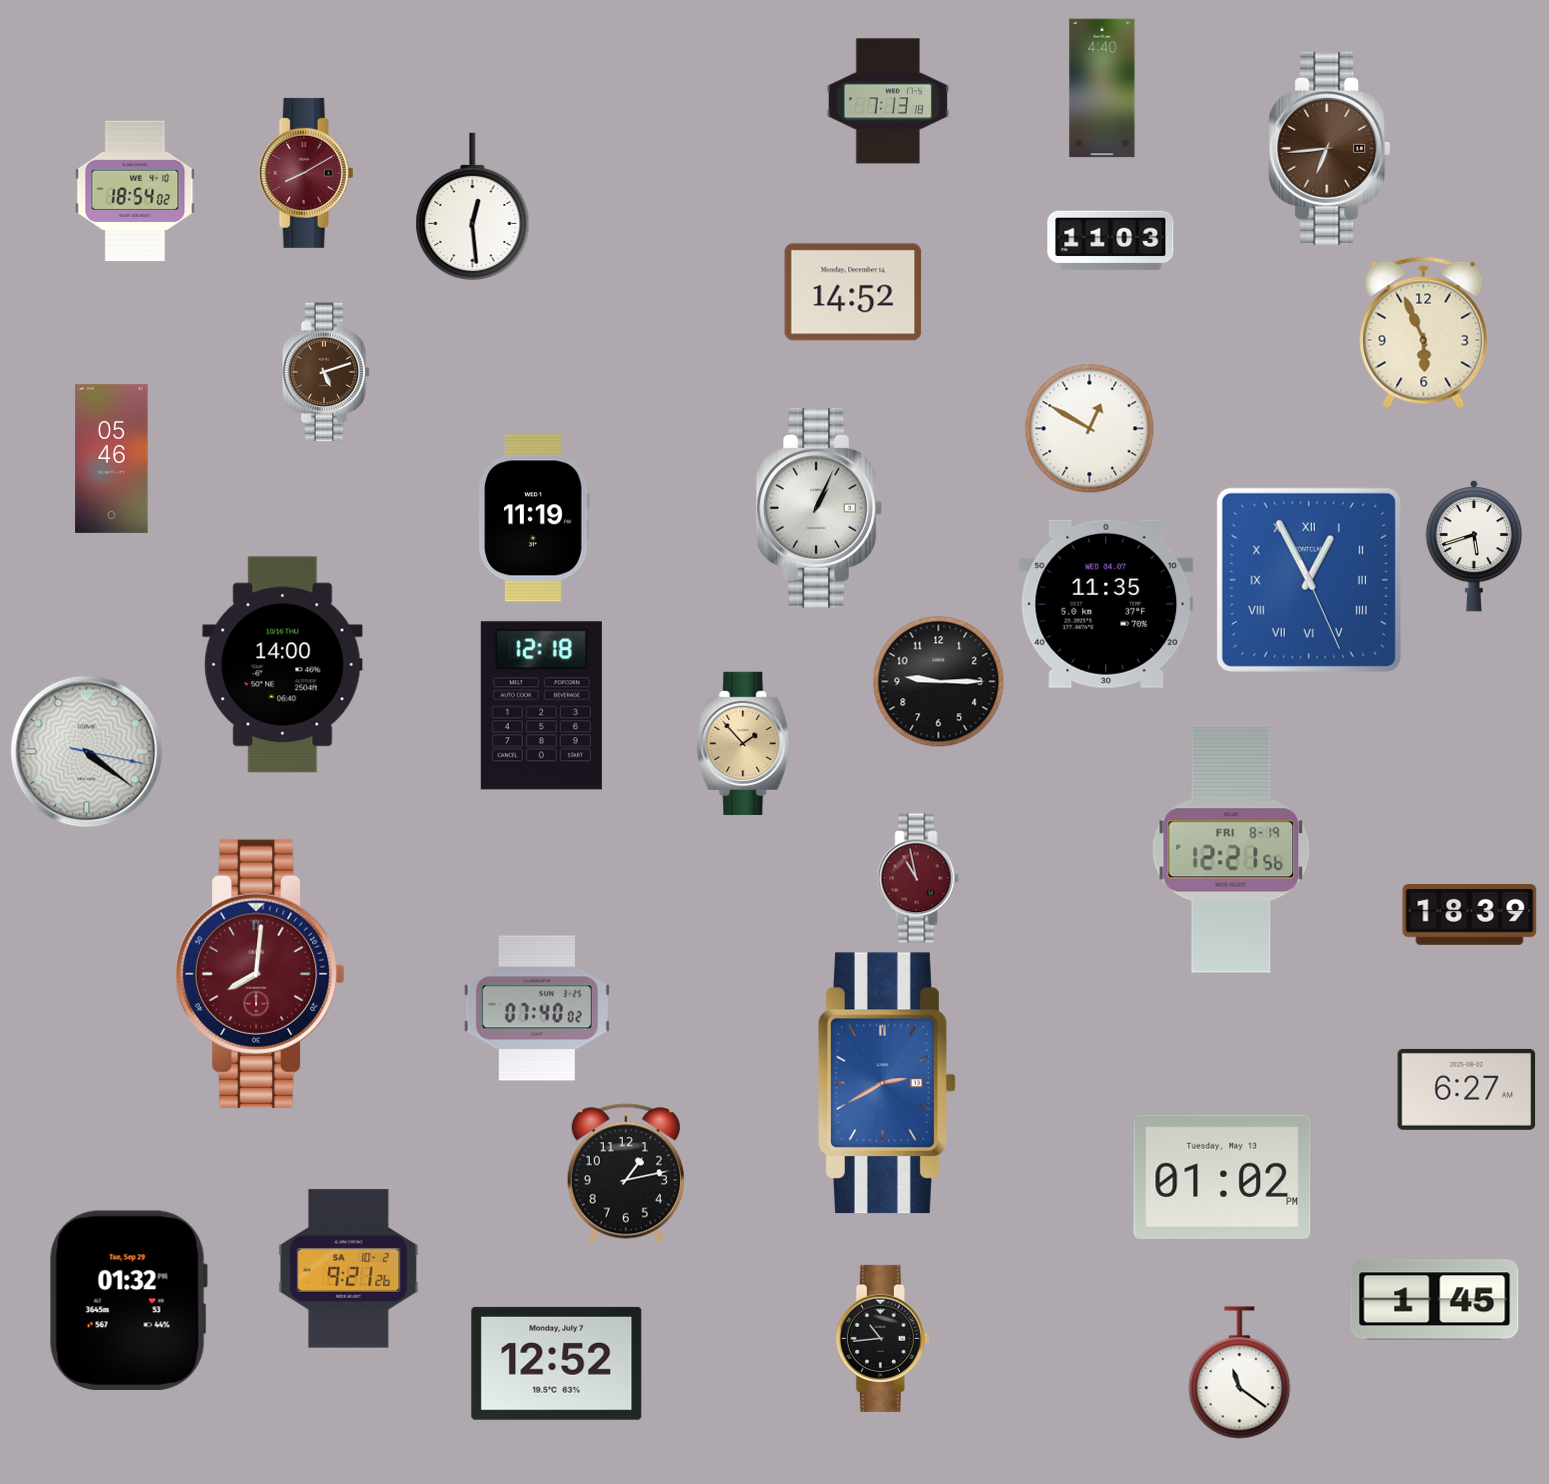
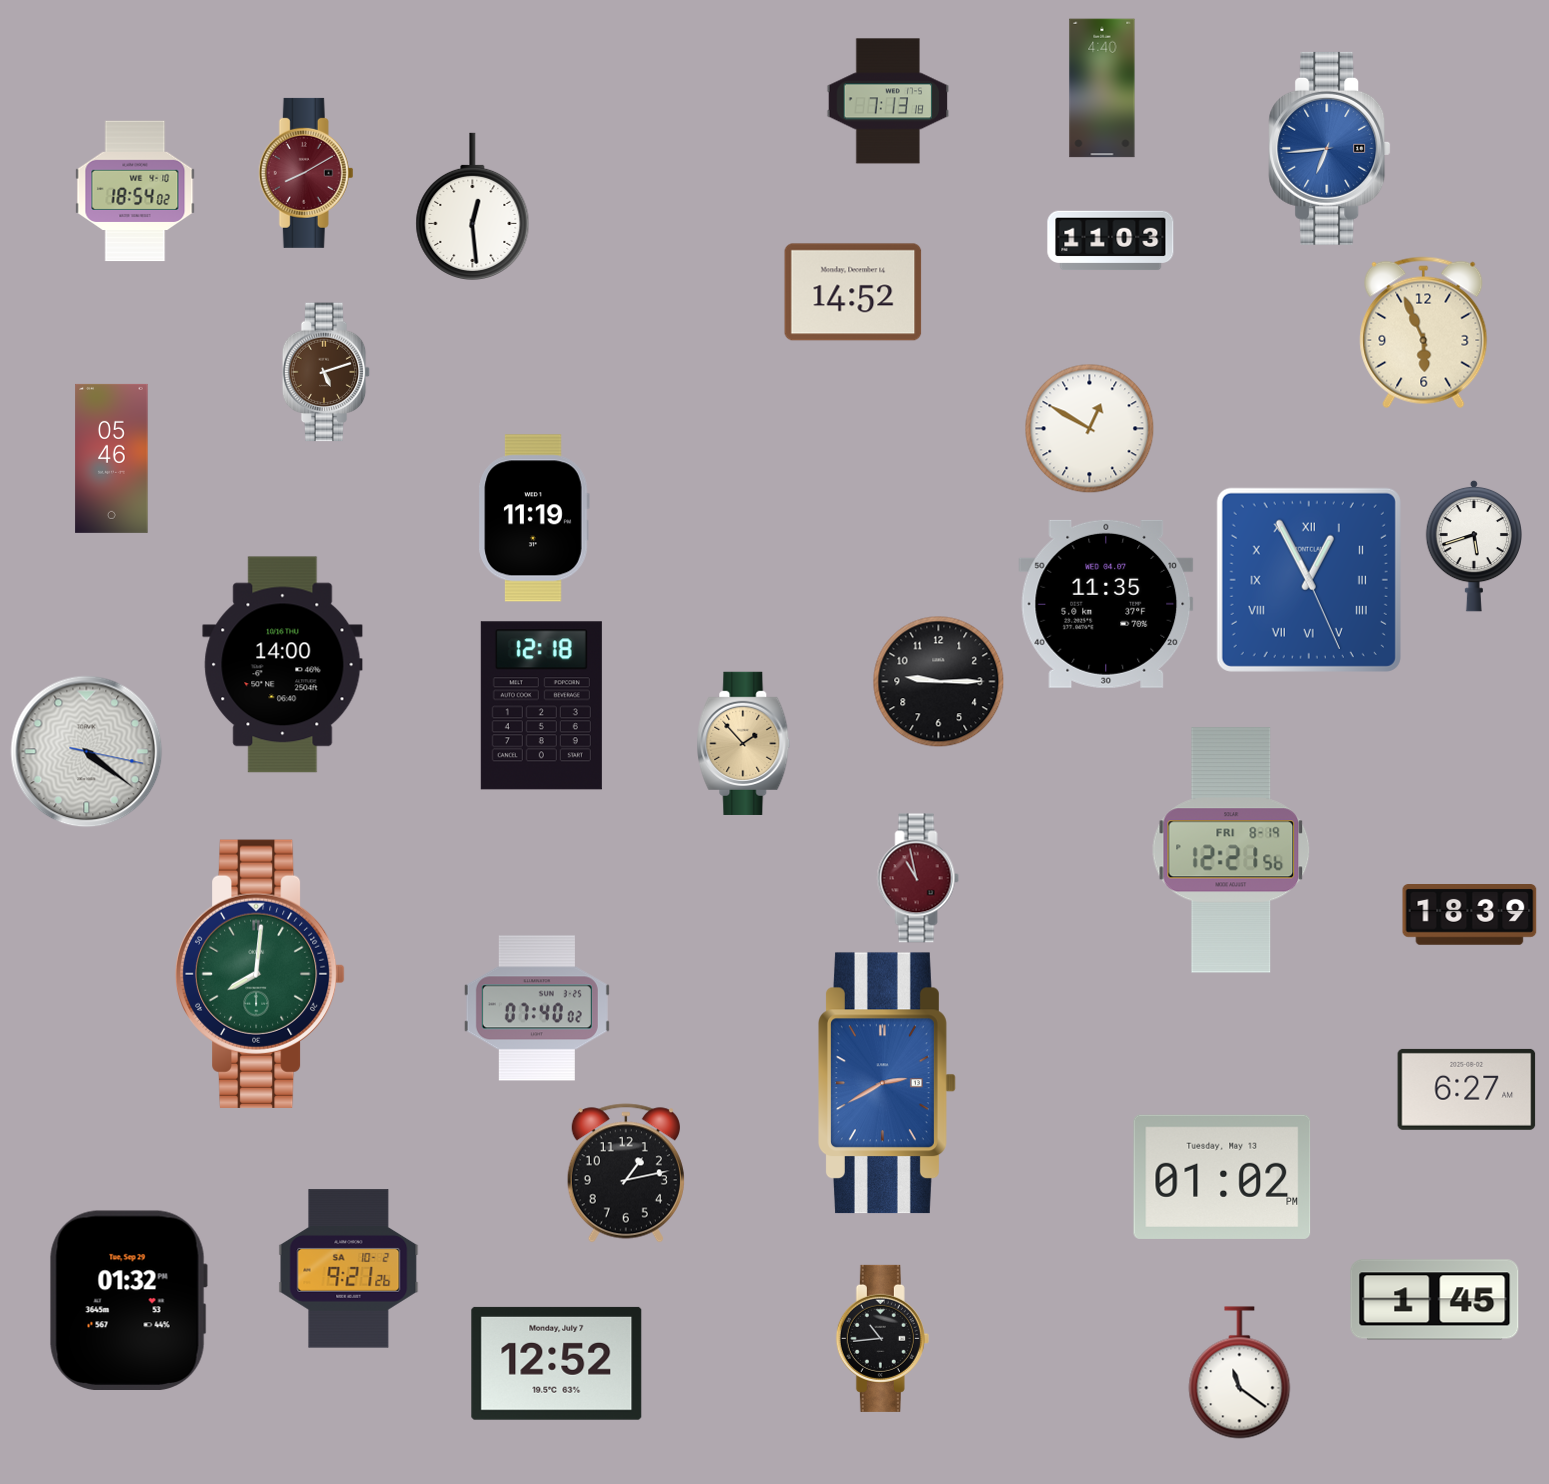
clock at (1330, 148) dial: brown -> blue
clock at (819, 508): 1:04 -> none
clock at (260, 974) dial: burgundy -> green
